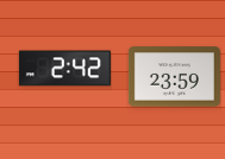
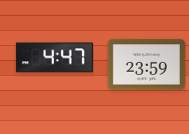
clock at (64, 69): 2:42 -> 4:47
